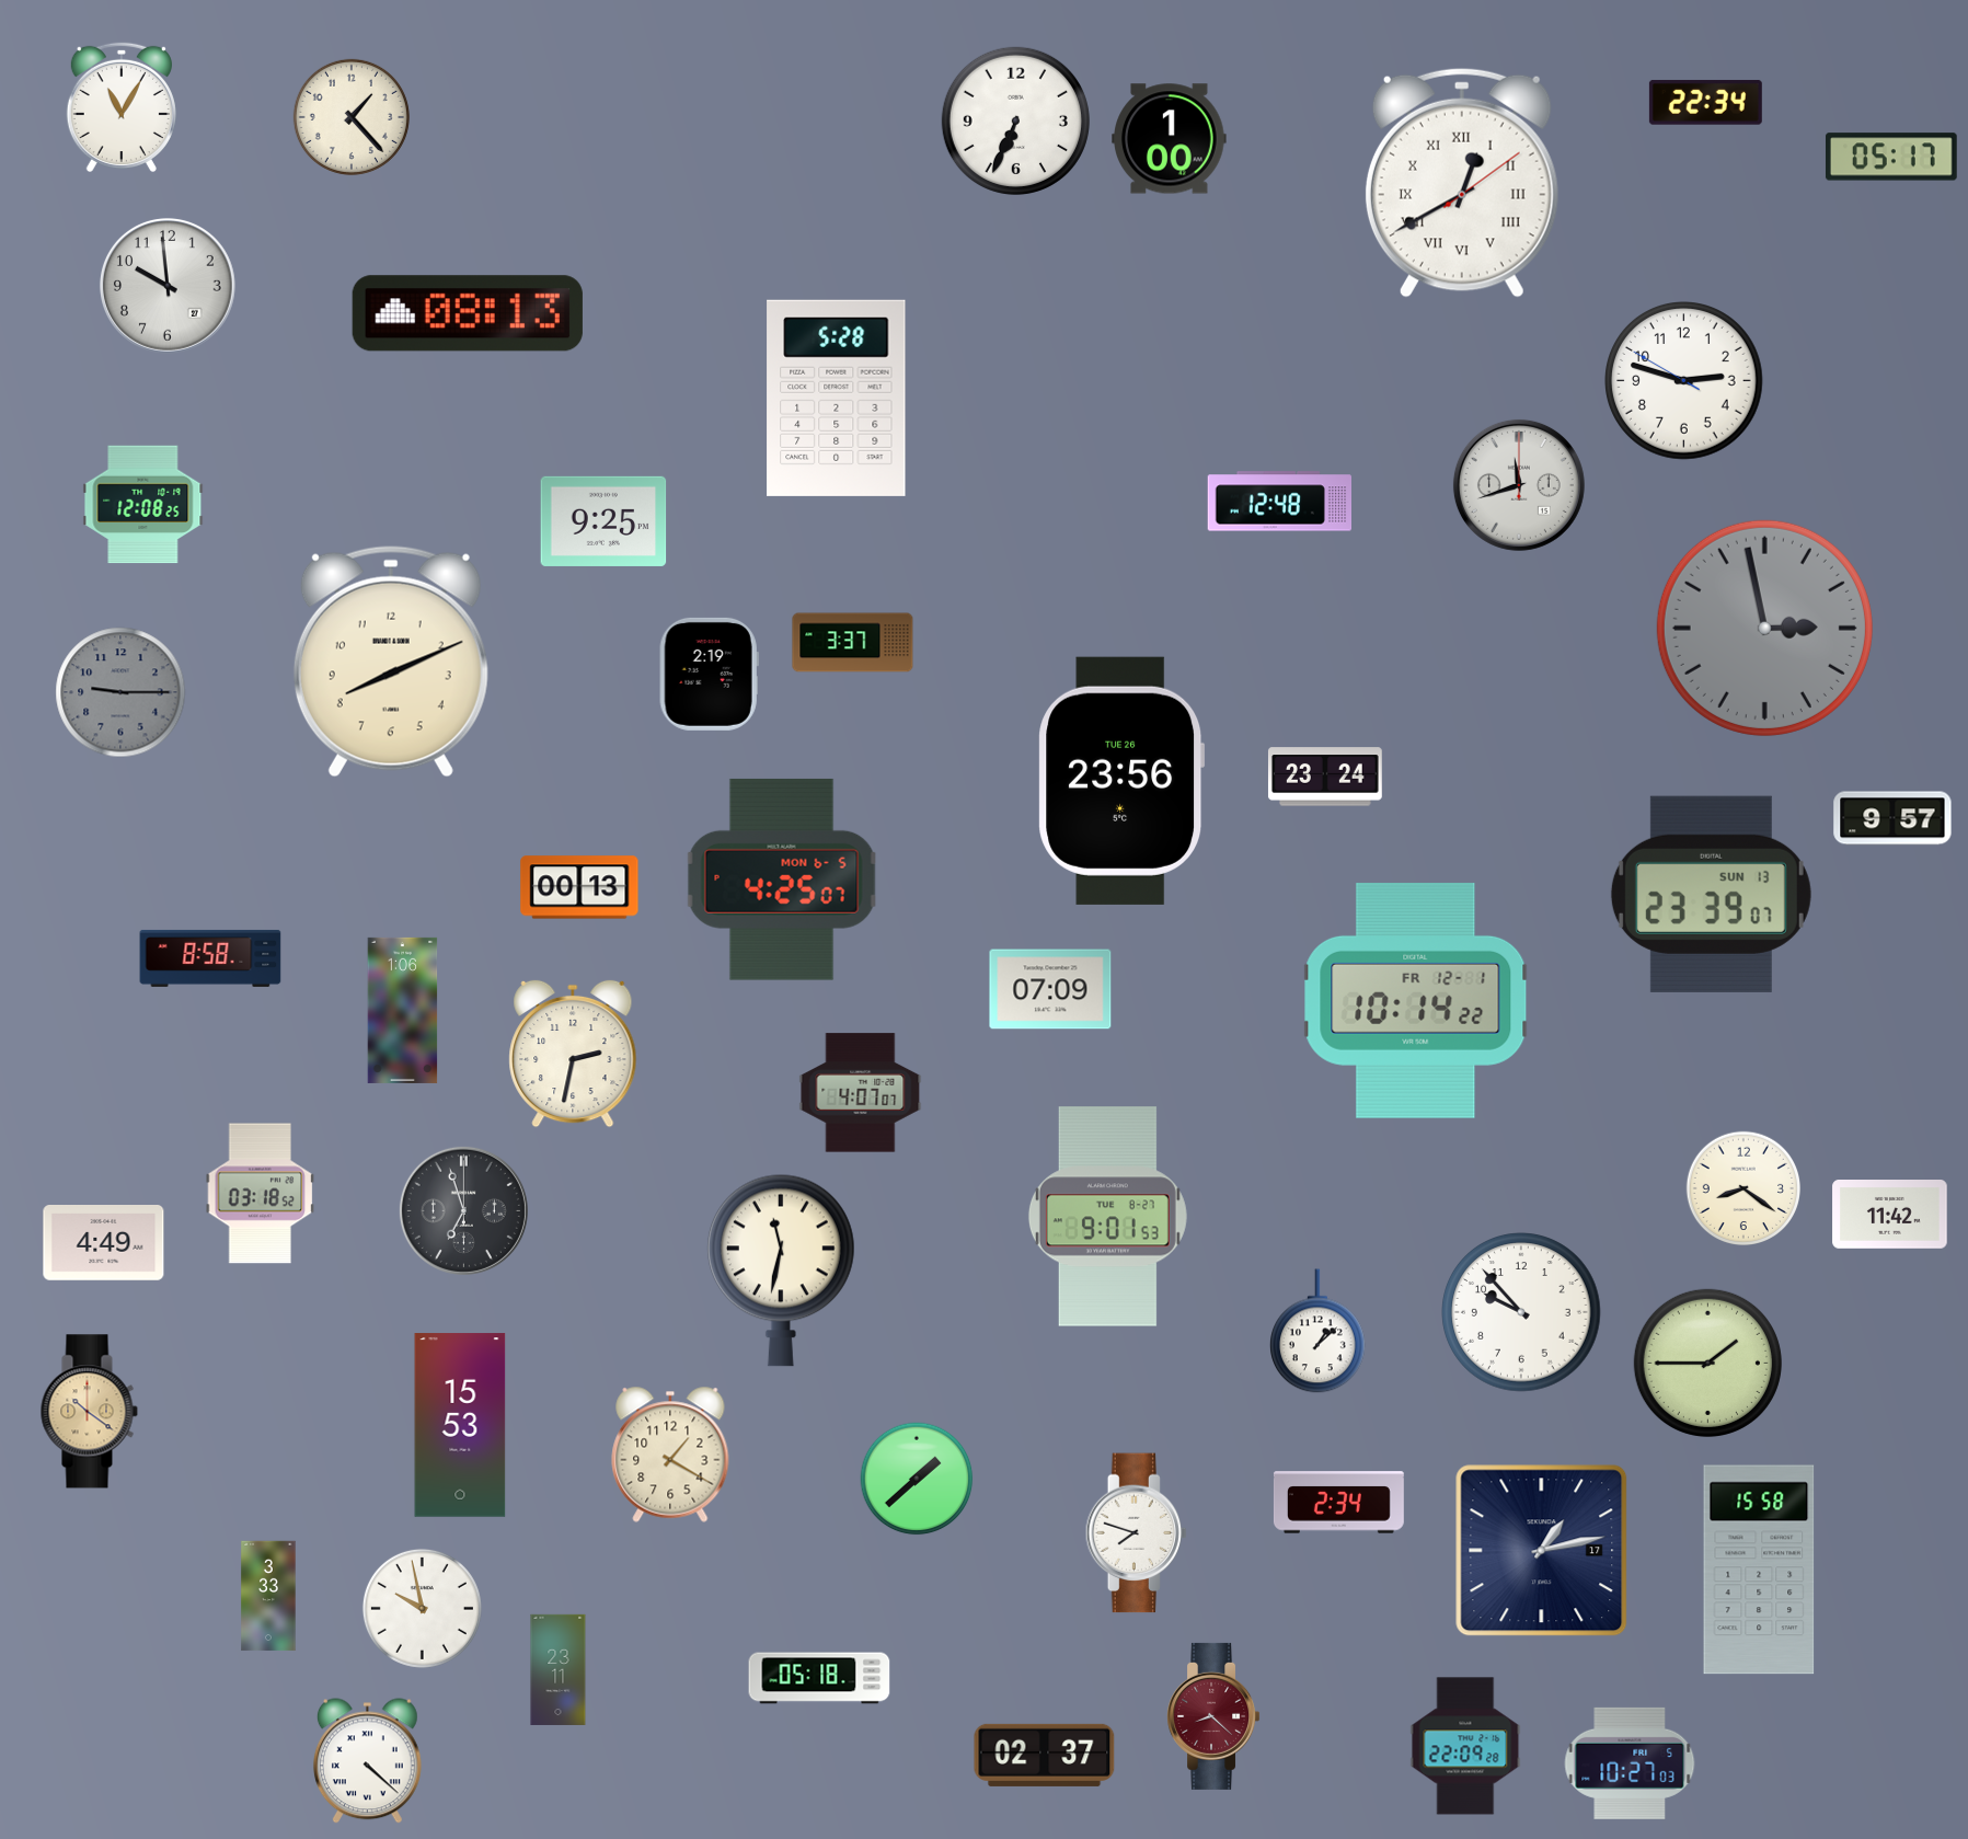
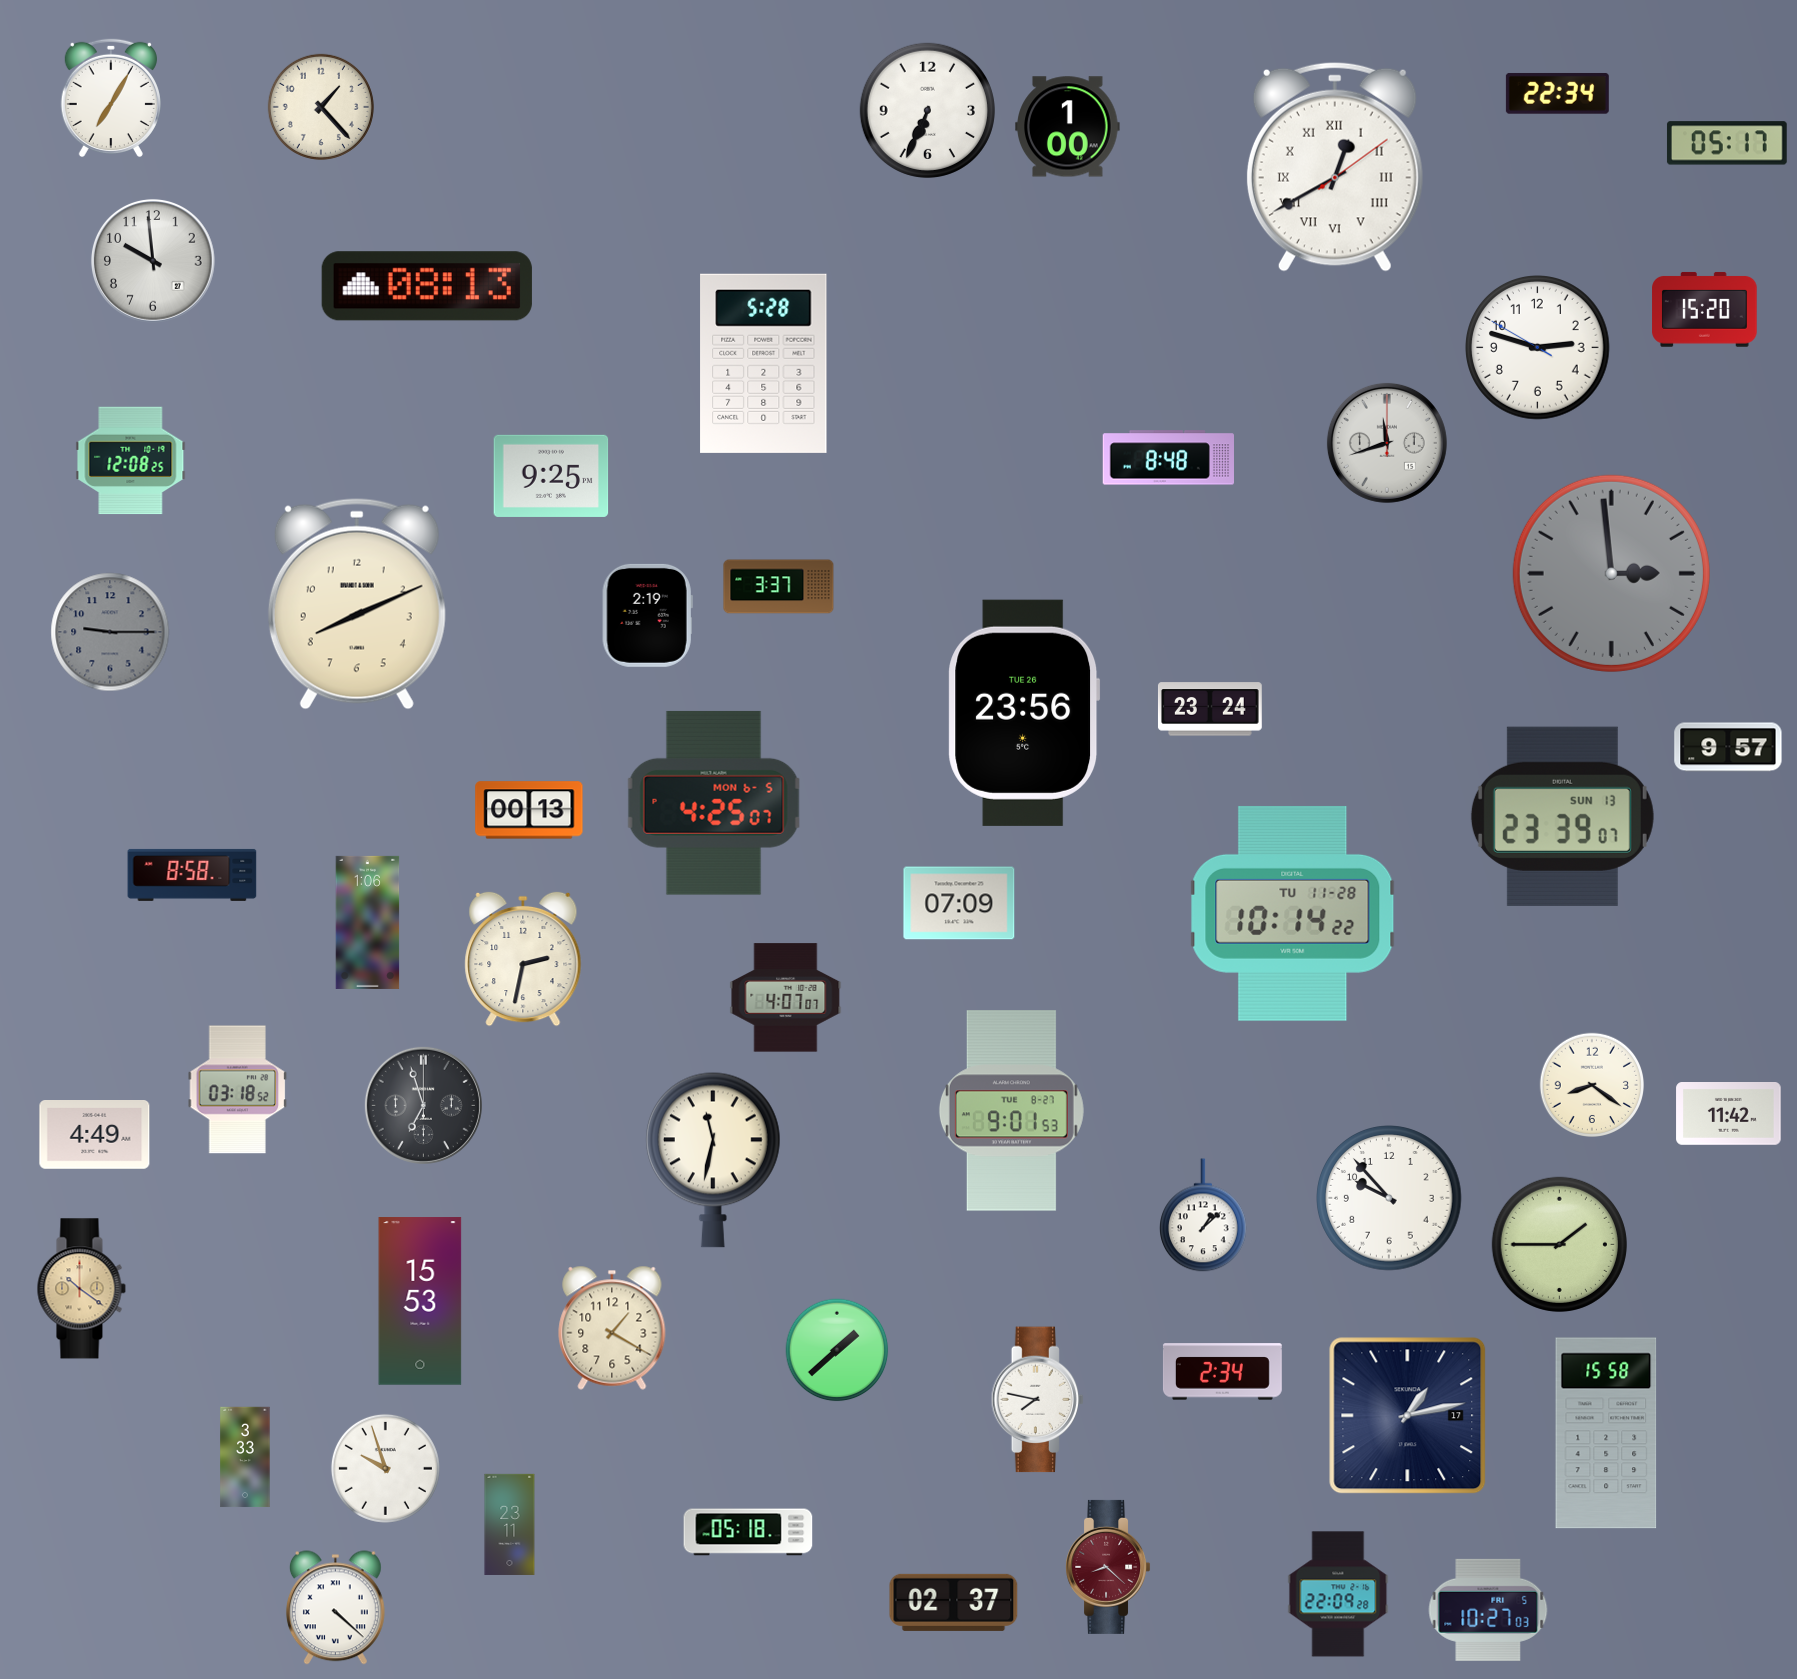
clock at (122, 107): 11:05 -> 7:05
clock at (1705, 310): none -> 15:20
clock at (1279, 502): 12:48 -> 8:48
clock at (1764, 628): 2:58 -> 2:59
clock at (1416, 1000) date: FR 12-1 -> TU 11-28
clock at (573, 1054) position: (573, 1054) -> (523, 959)
clock at (1890, 1215) position: (1890, 1215) -> (1729, 1114)
clock at (1137, 1533): 7:48 -> 7:47
clock at (422, 1608): 9:58 -> 9:57
